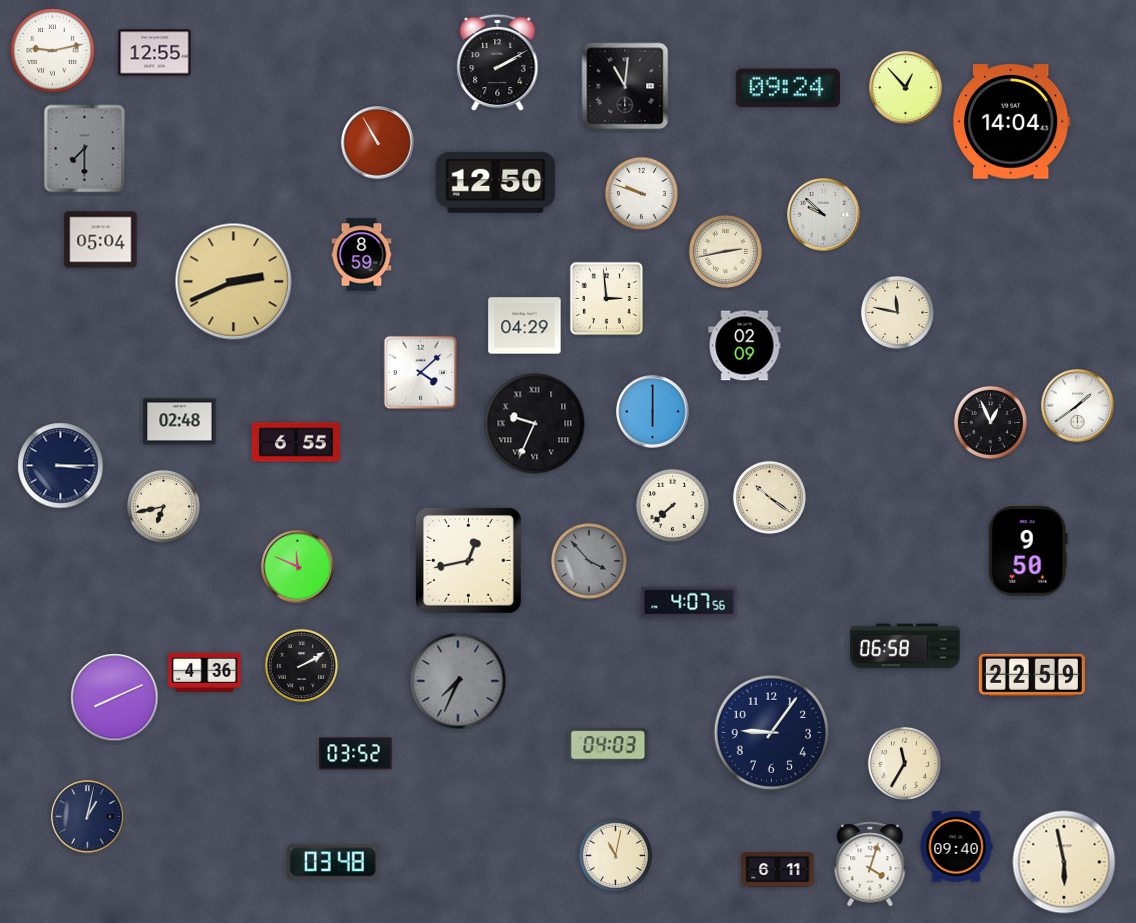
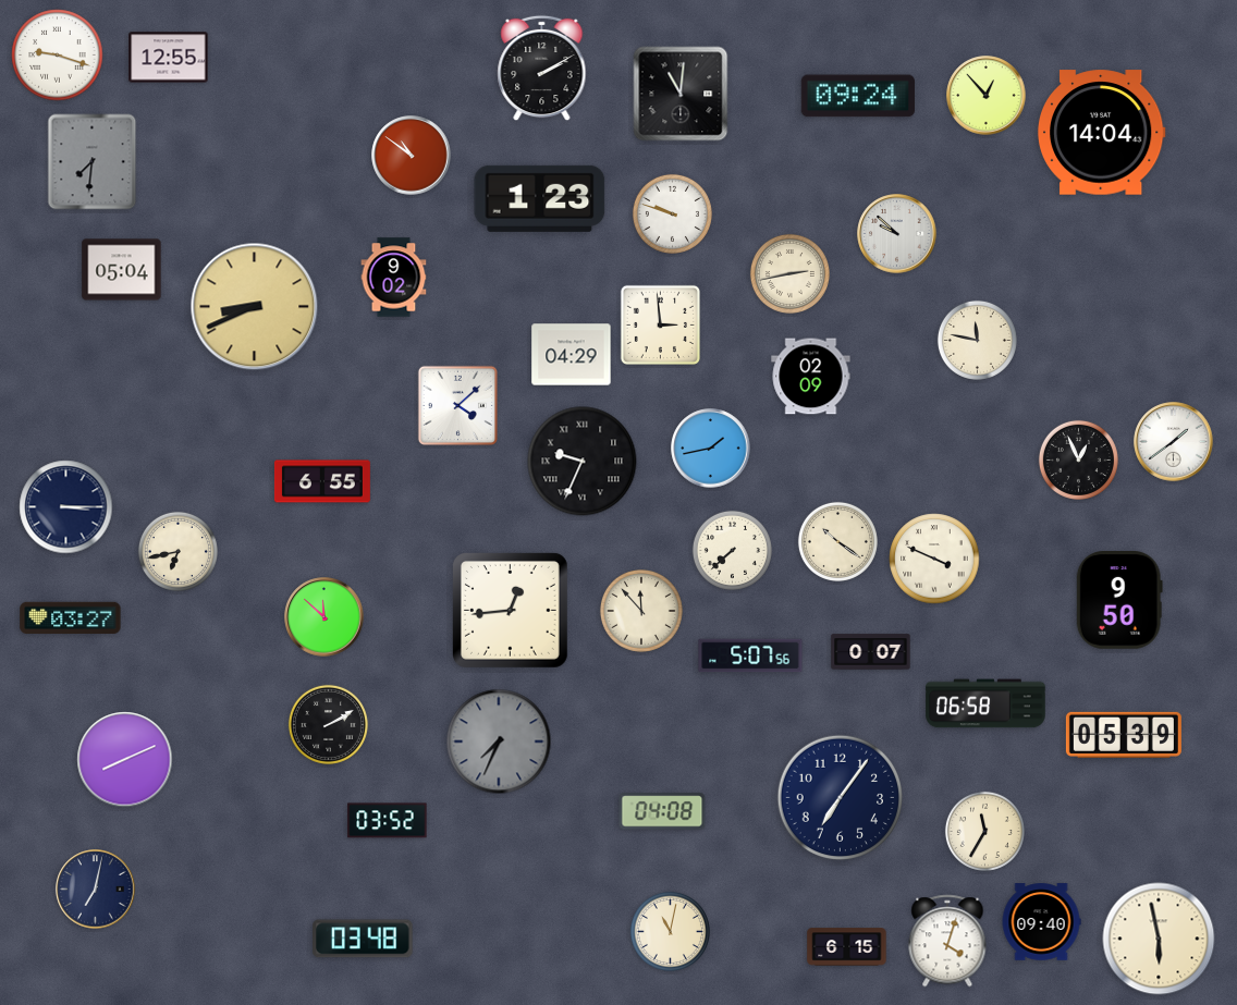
clock at (53, 51): 9:13 -> 9:18
clock at (378, 143): 10:55 -> 10:51
clock at (85, 149): 7:30 -> 7:31
clock at (496, 182): 12:50 -> 1:23
clock at (641, 193) position: (641, 193) -> (672, 213)
clock at (101, 240) position: (101, 240) -> (122, 270)
clock at (362, 255): 8:59 -> 9:02
clock at (234, 282): 2:41 -> 8:41
clock at (653, 412): 6:00 -> 1:43
clock at (180, 422): 02:48 -> none
clock at (934, 559): none -> 3:49
clock at (468, 560): 12:43 -> 12:44
clock at (589, 561): 3:53 -> 11:53
clock at (589, 561) dial: grey -> cream
clock at (71, 617): none -> 03:27
clock at (298, 567): 11:49 -> 11:52
clock at (871, 652): none -> 0:07
clock at (689, 602): 4:07 -> 5:07
clock at (205, 672): 4:36 -> none
clock at (1032, 675): 22:59 -> 05:39
clock at (772, 733): 9:06 -> 7:06
clock at (608, 745): 04:03 -> 04:08
clock at (88, 817): 1:02 -> 7:02
clock at (778, 870): 6:11 -> 6:15
